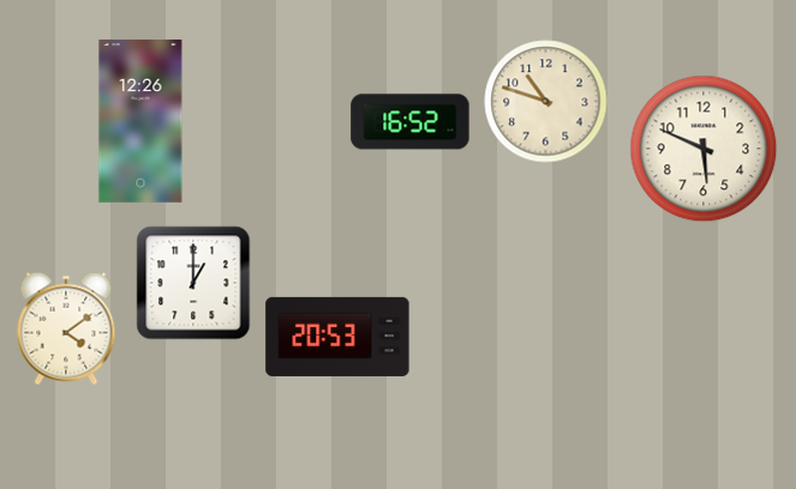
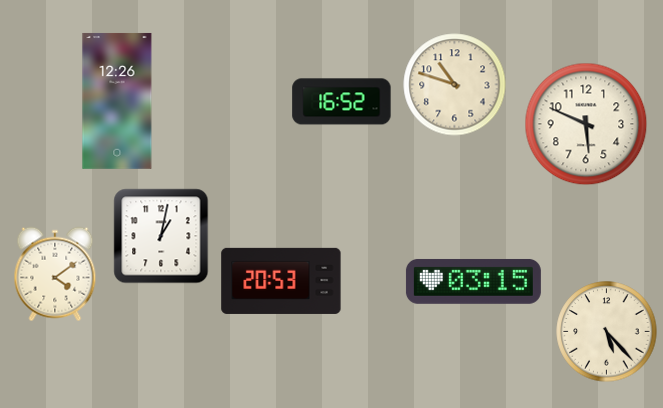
clock at (193, 283): 1:00 -> 1:02
clock at (473, 281): none -> 03:15
clock at (607, 332): none -> 5:23
